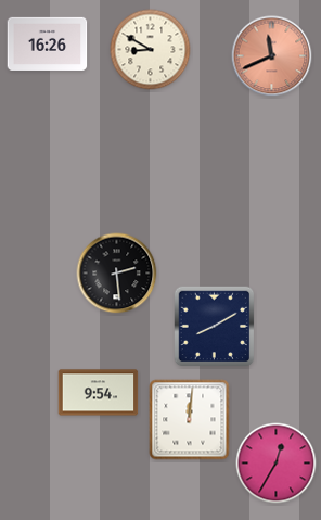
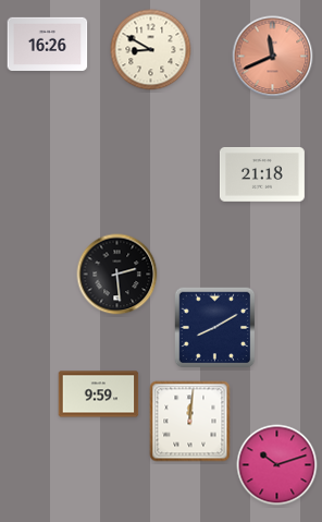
clock at (262, 174): none -> 21:18
clock at (99, 393): 9:54 -> 9:59
clock at (277, 464): 12:35 -> 10:12
